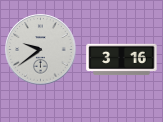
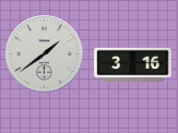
clock at (41, 50): 9:39 -> 1:39
